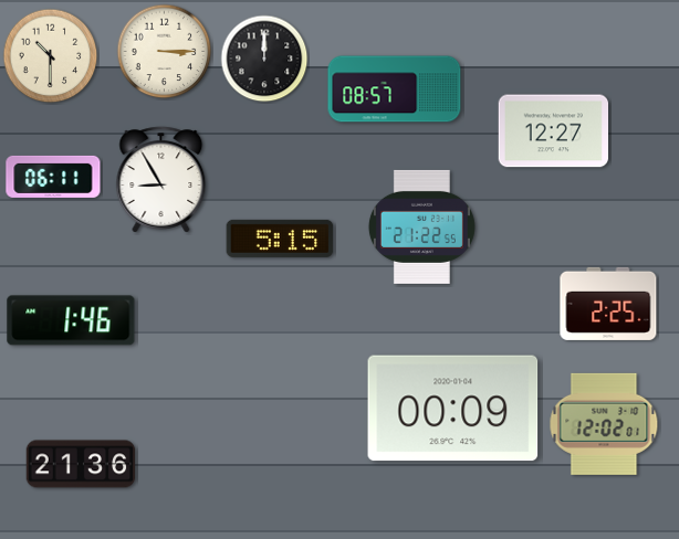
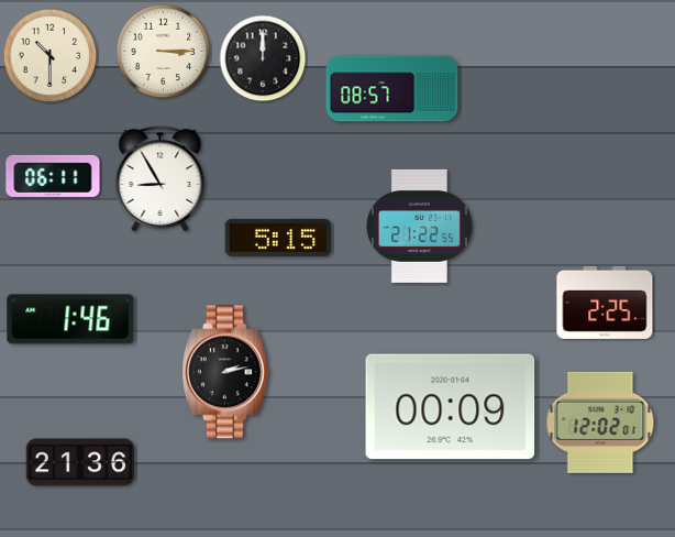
clock at (553, 131): 12:27 -> none
clock at (226, 372): none -> 2:13
